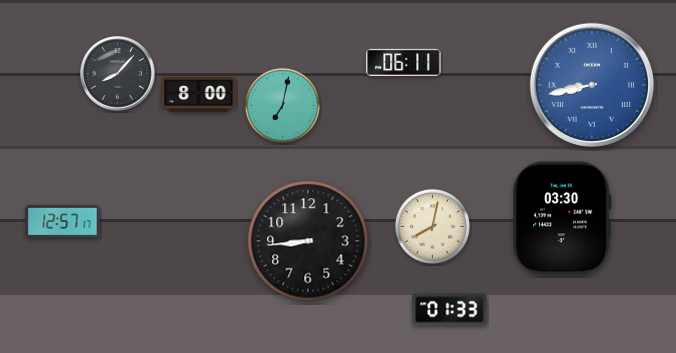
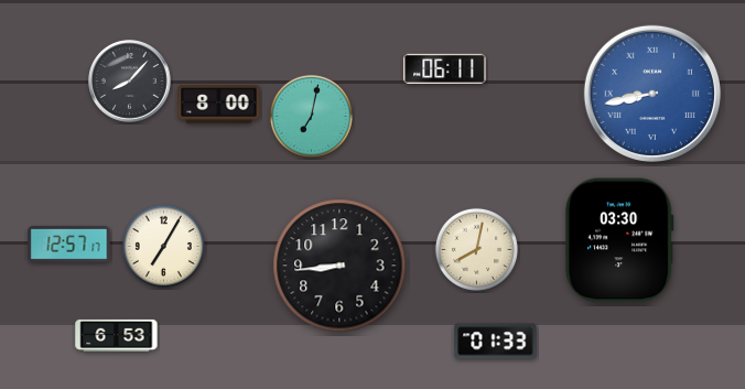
clock at (163, 246): none -> 7:05
clock at (117, 335): none -> 6:53
